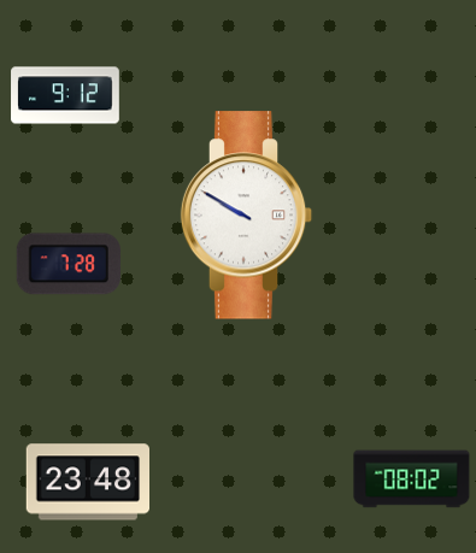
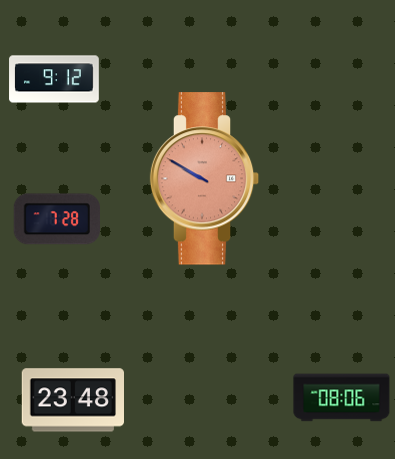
clock at (247, 216) dial: white -> salmon
clock at (412, 480): 08:02 -> 08:06
